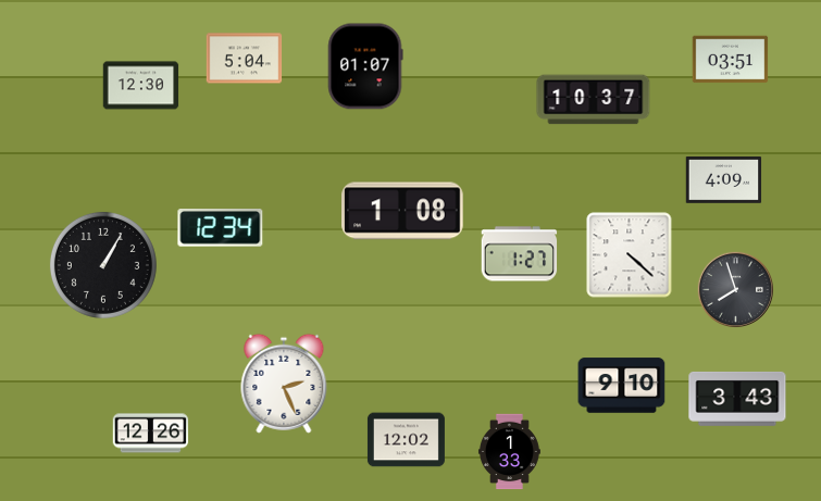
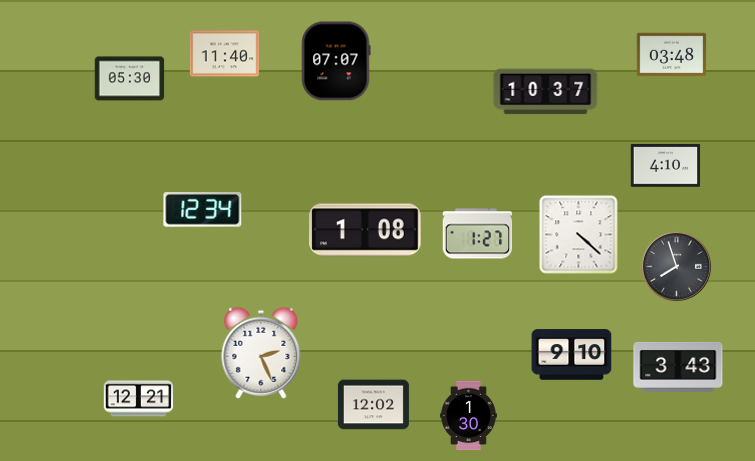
clock at (245, 59): 5:04 -> 11:40
clock at (731, 60): 03:51 -> 03:48
clock at (365, 66): 01:07 -> 07:07
clock at (141, 86): 12:30 -> 05:30
clock at (724, 180): 4:09 -> 4:10
clock at (402, 211) position: (402, 211) -> (365, 230)
clock at (103, 265): 1:05 -> none
clock at (151, 434): 12:26 -> 12:21
clock at (509, 452): 1:33 -> 1:30
